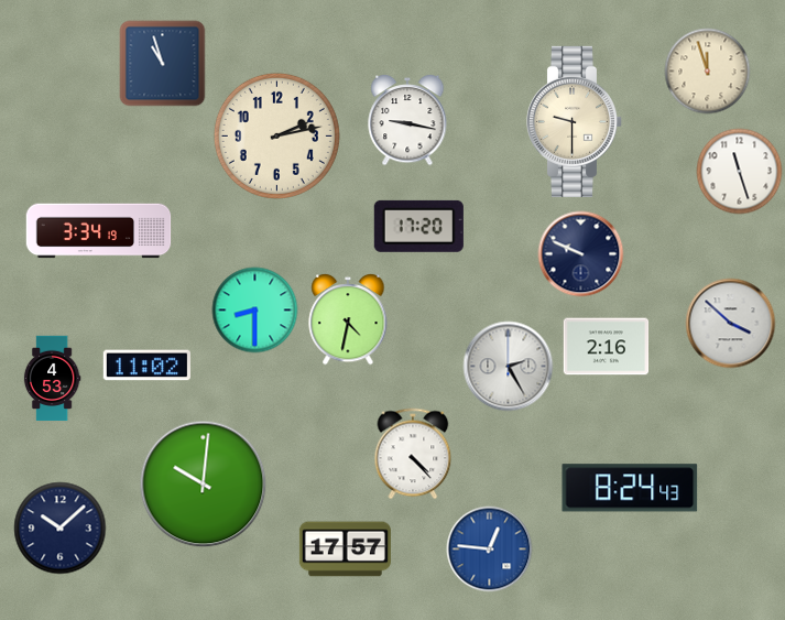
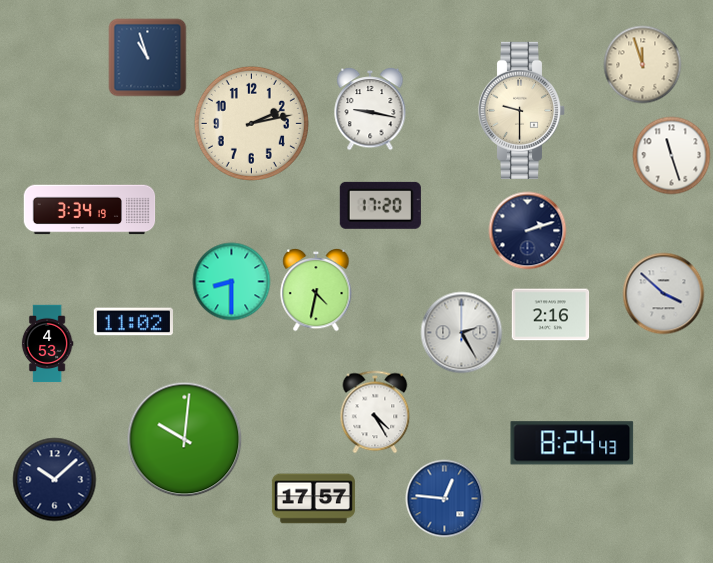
clock at (580, 253): 9:49 -> 2:12
clock at (146, 366) position: (146, 366) -> (133, 322)
clock at (413, 454): 4:23 -> 4:25
